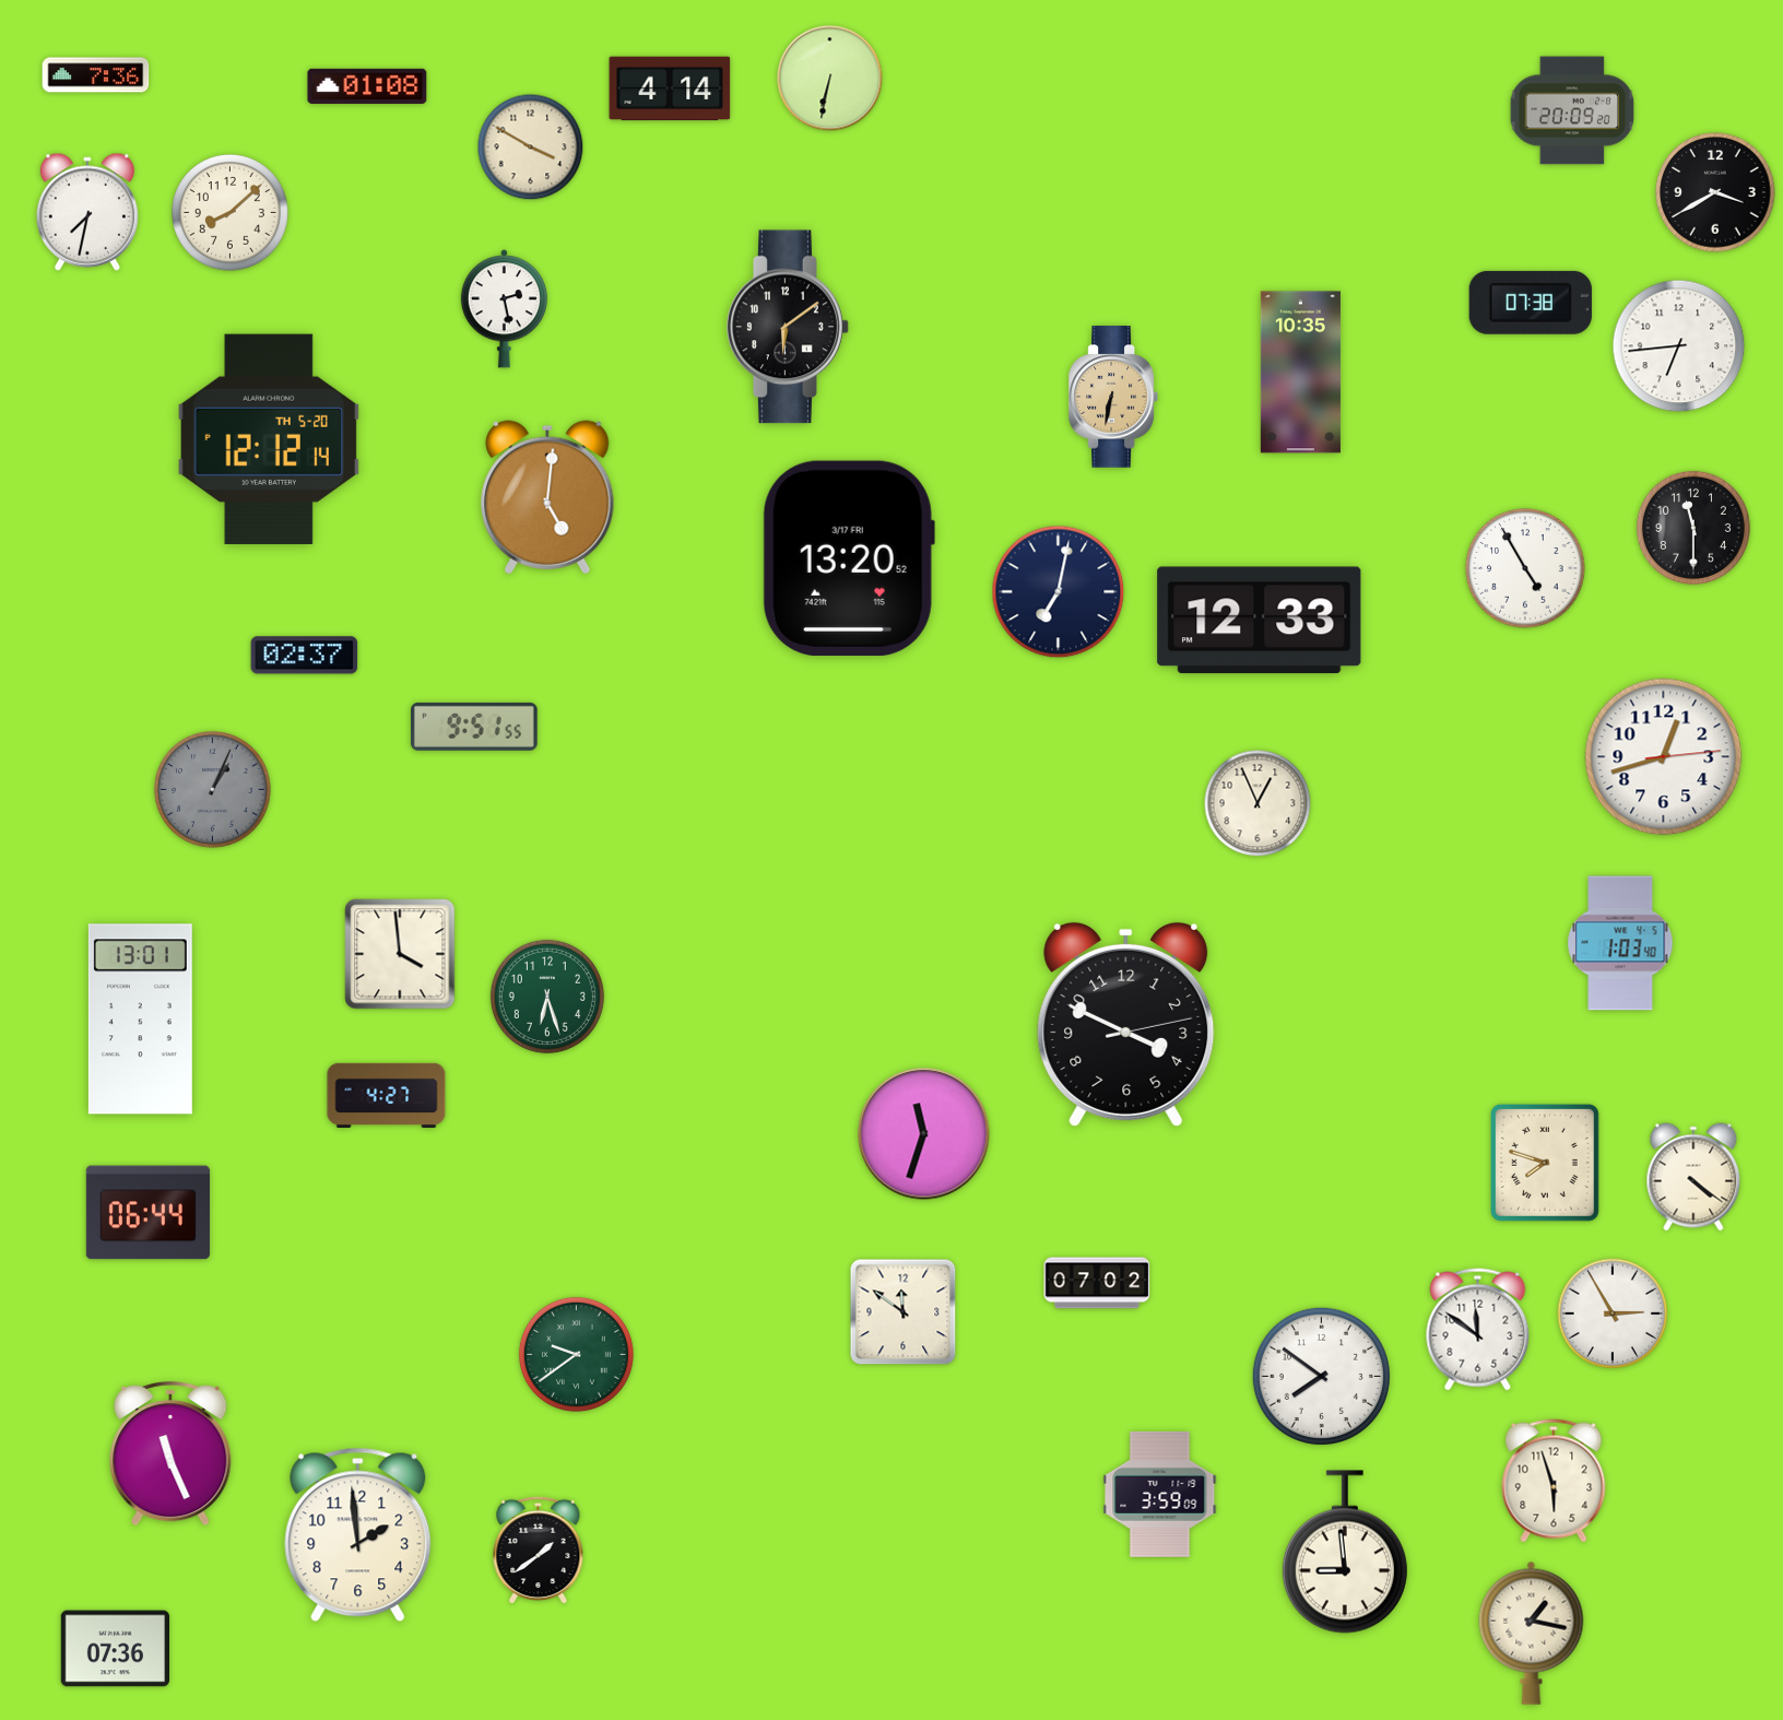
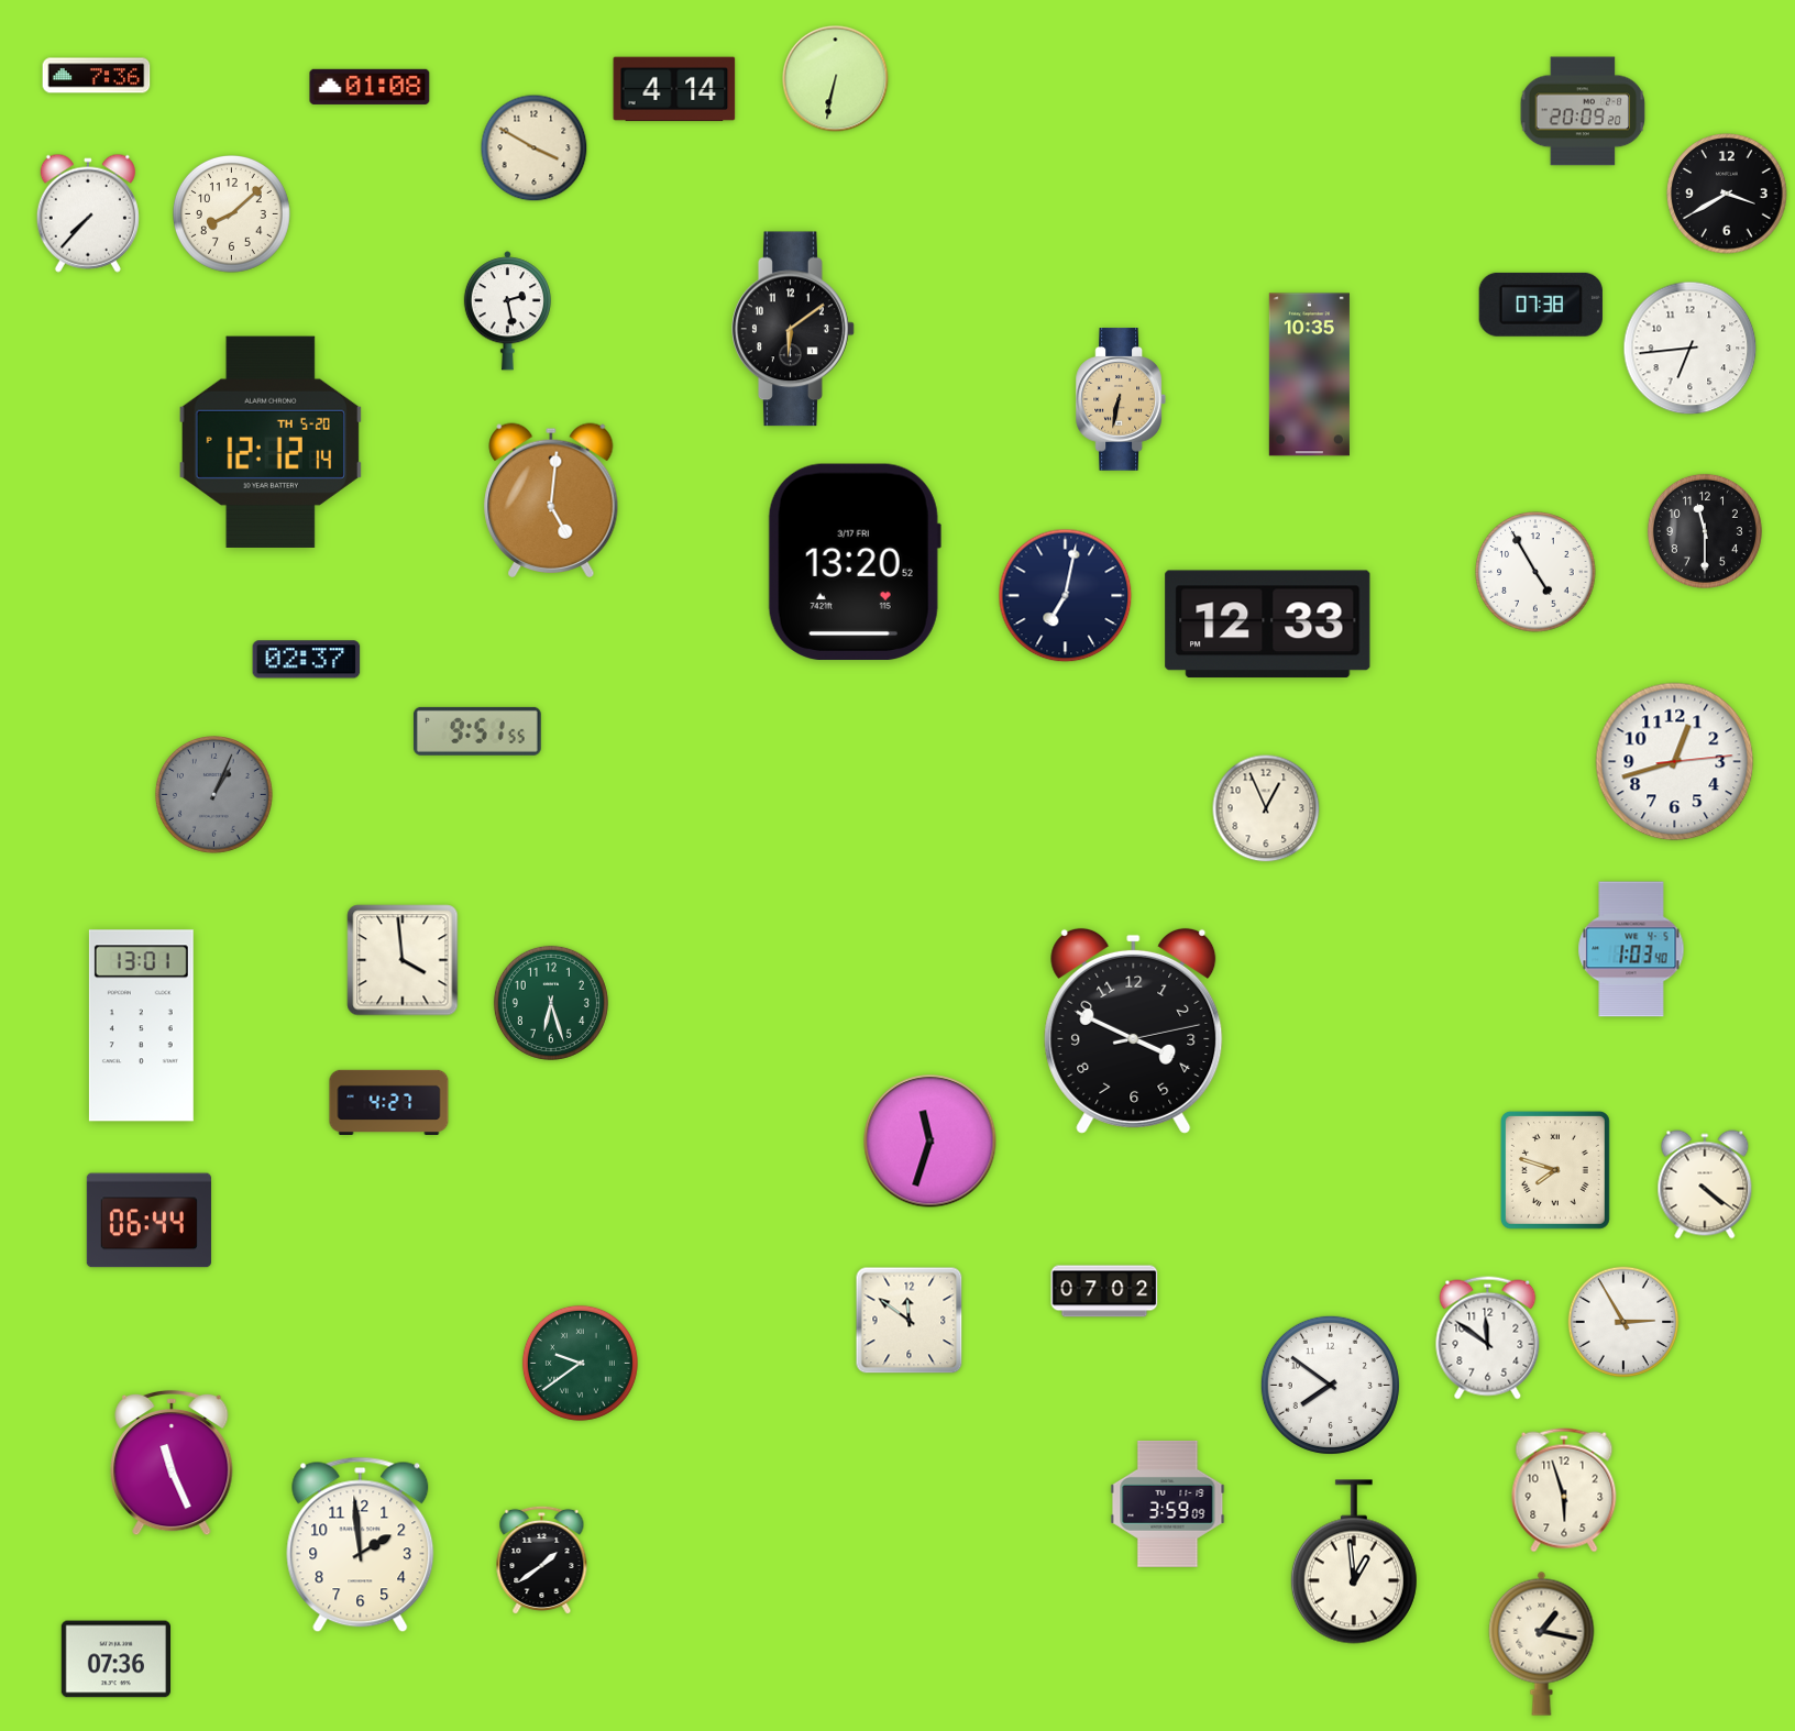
clock at (87, 212): 7:32 -> 7:37
clock at (1345, 1552): 8:59 -> 12:59
